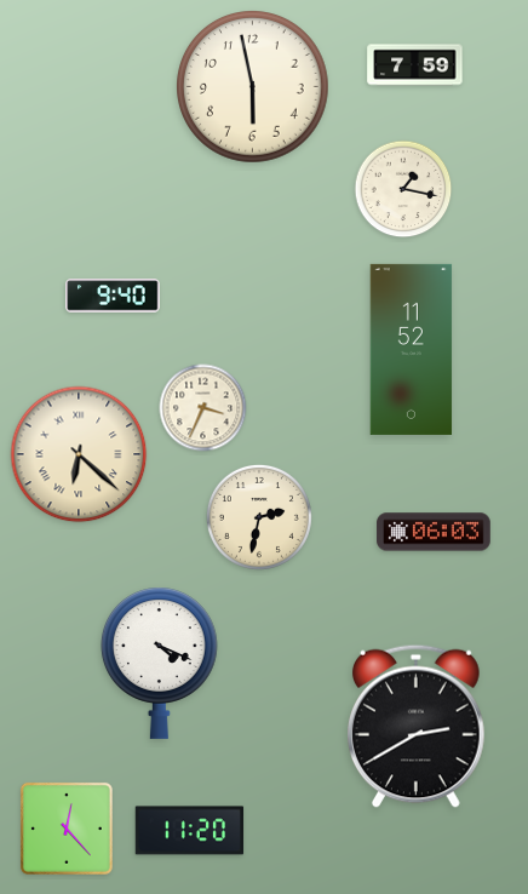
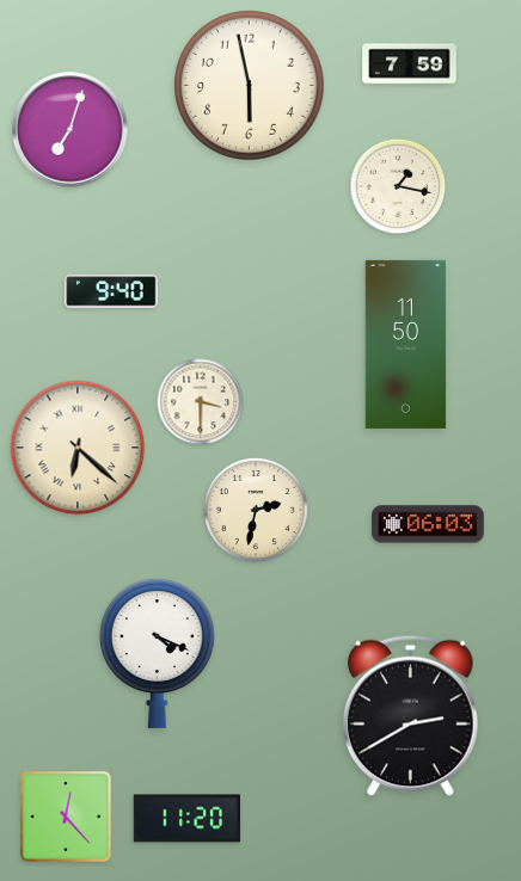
clock at (71, 130): none -> 7:03
clock at (412, 349): 11:52 -> 11:50
clock at (203, 408): 3:34 -> 3:30
